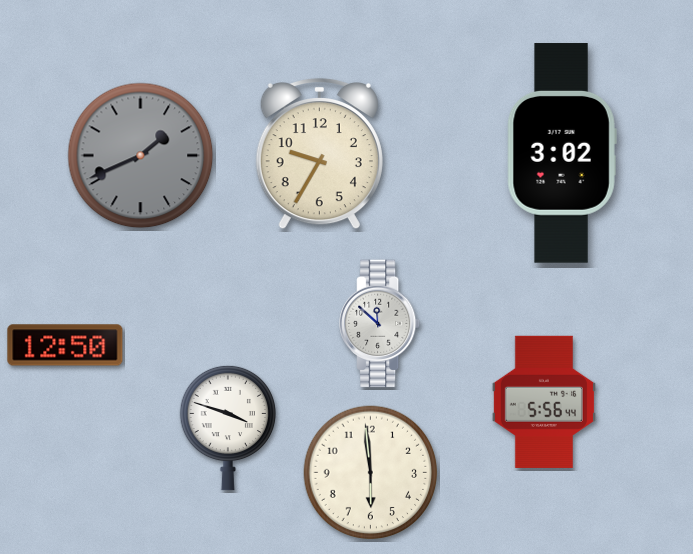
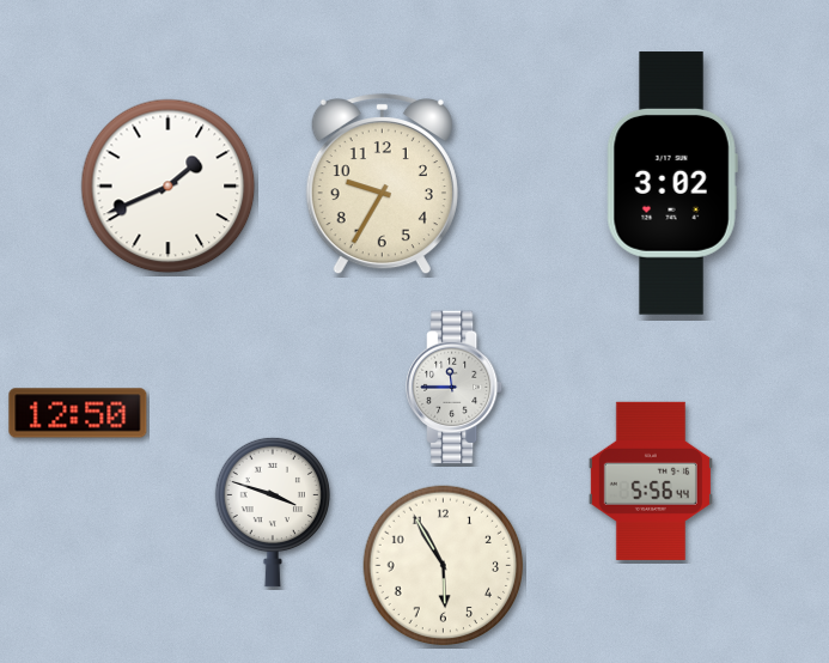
clock at (141, 156) dial: grey -> white
clock at (381, 324): 11:52 -> 11:45
clock at (371, 473): 5:59 -> 5:55
